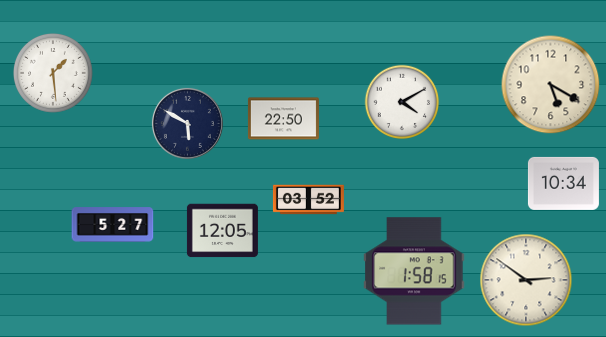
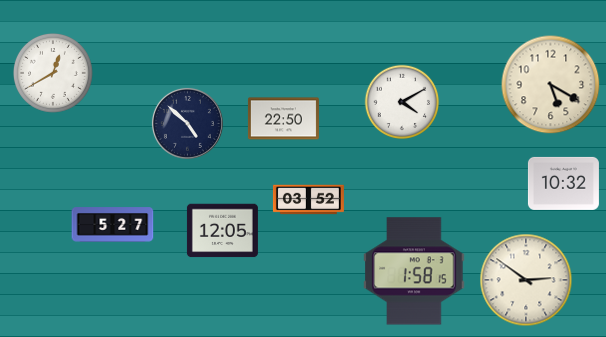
clock at (54, 74): 1:29 -> 12:40
clock at (187, 123): 5:50 -> 4:52
clock at (563, 183): 10:34 -> 10:32
